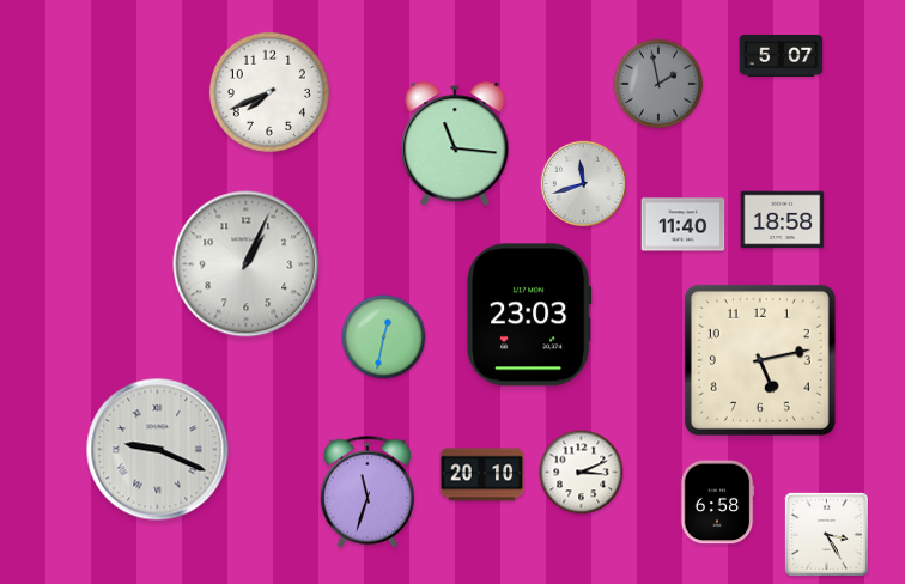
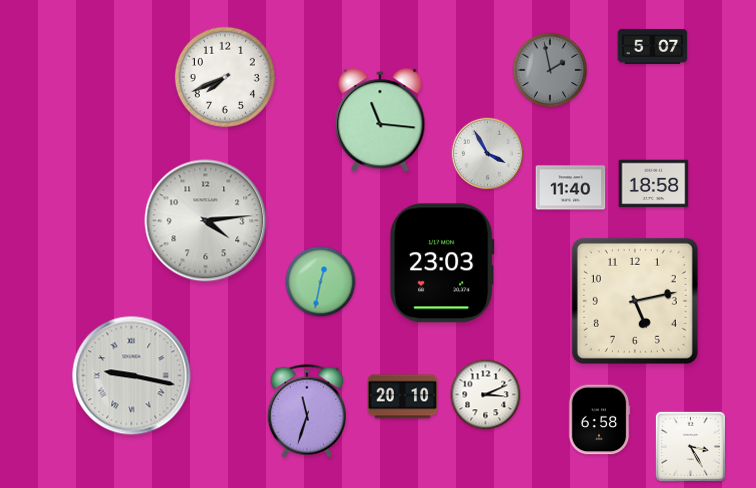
clock at (584, 184): 11:42 -> 3:55
clock at (247, 264): 1:04 -> 4:14
clock at (158, 450): 9:19 -> 9:17
